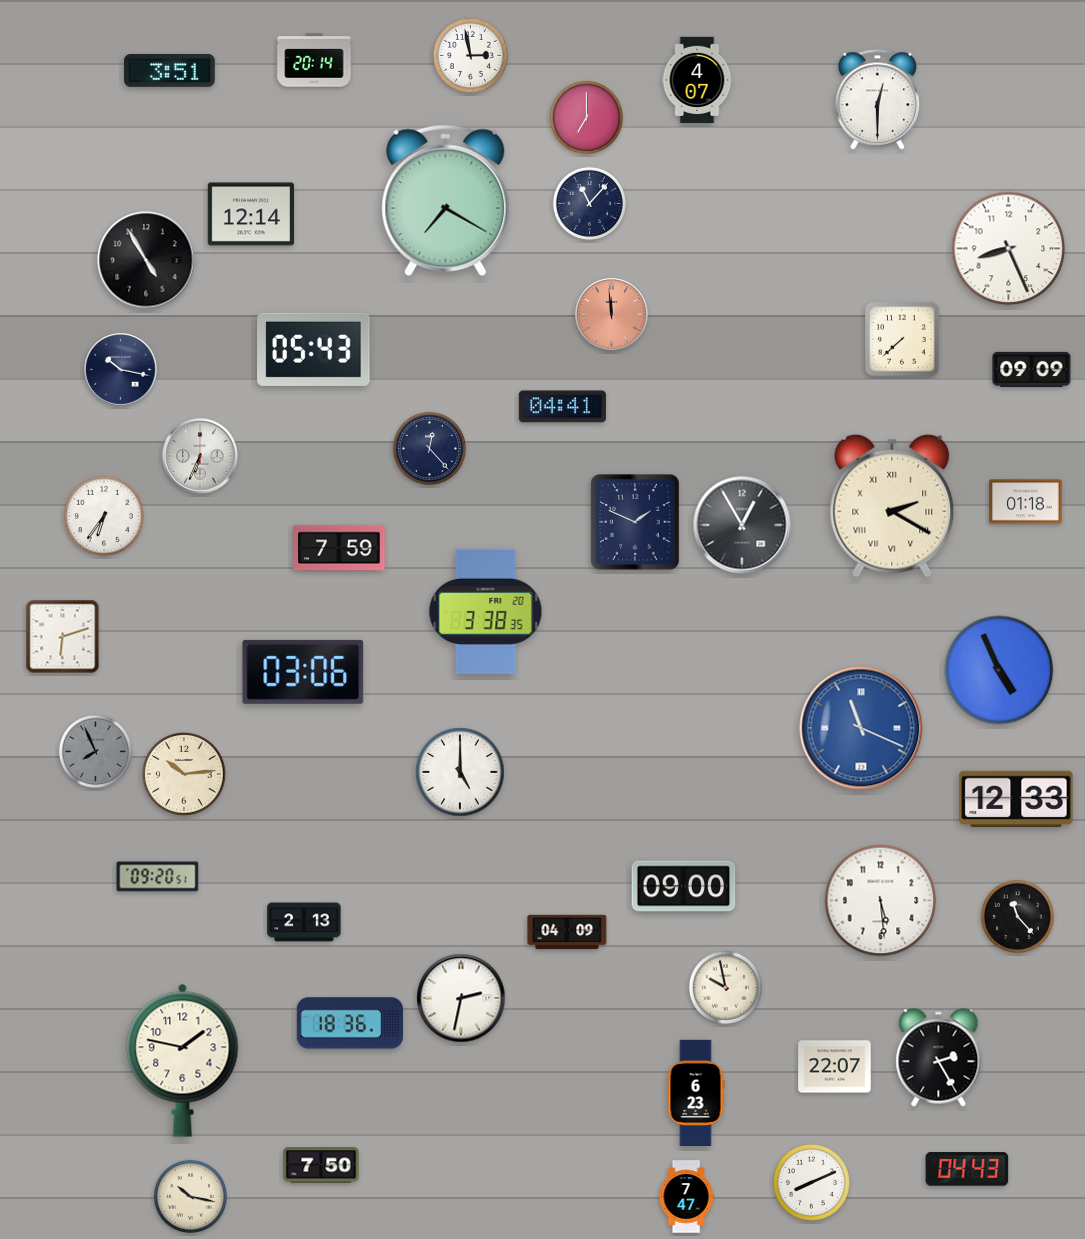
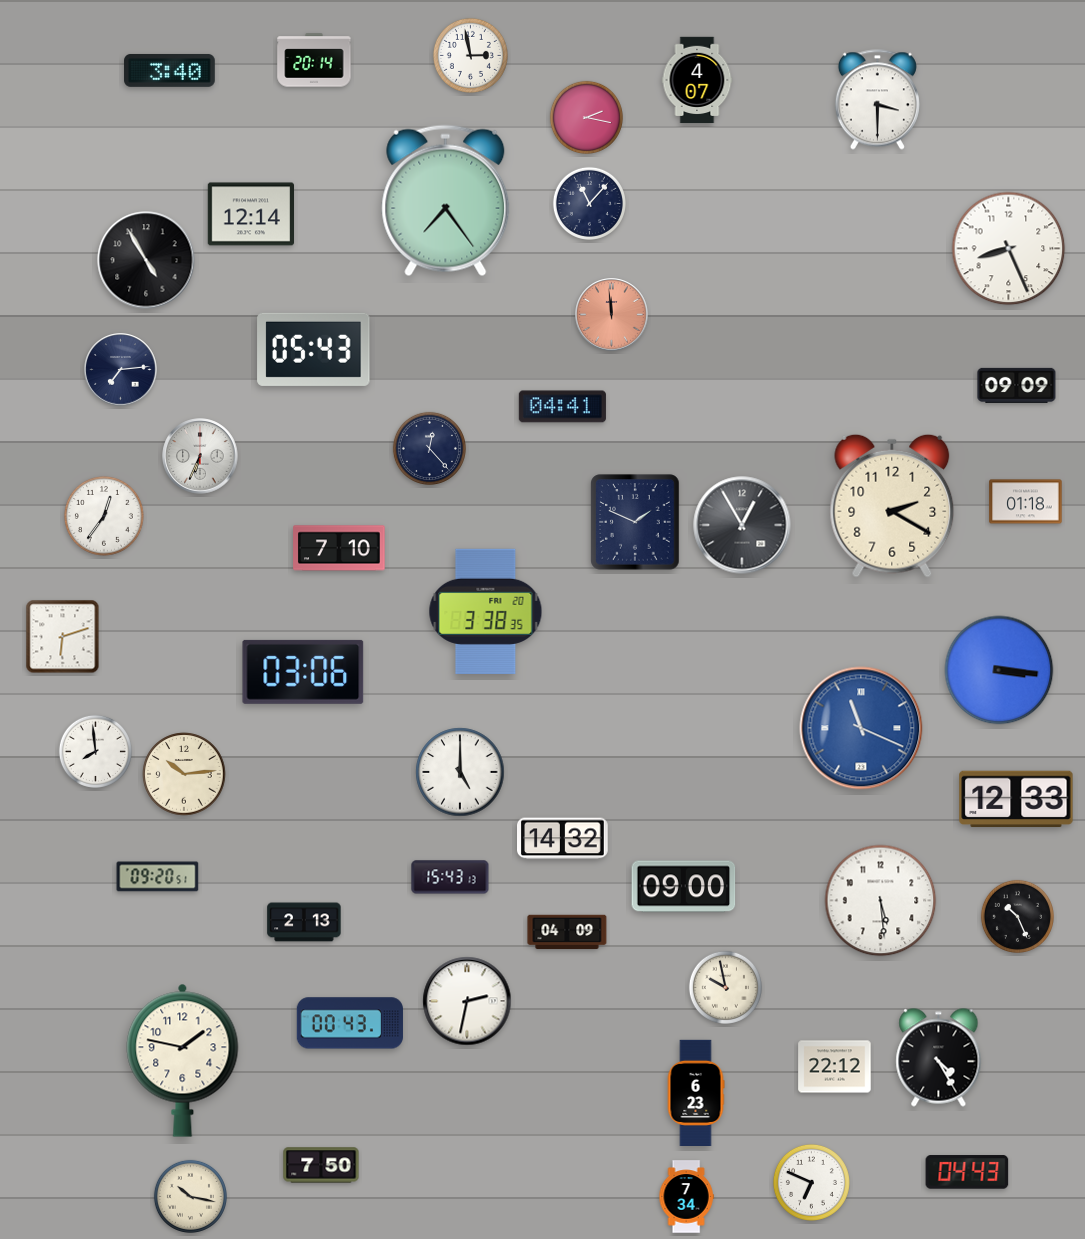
clock at (170, 70): 3:51 -> 3:40
clock at (877, 100): 12:30 -> 3:30
clock at (586, 117): 7:00 -> 2:17
clock at (446, 201): 7:20 -> 7:24
clock at (902, 339): 7:38 -> none
clock at (1032, 369) position: (1032, 369) -> (1017, 385)
clock at (121, 370): 10:17 -> 7:14
clock at (892, 506) numerals: Roman -> Arabic
clock at (104, 516): 6:36 -> 12:36
clock at (339, 548): 7:59 -> 7:10
clock at (999, 670): 4:56 -> 3:16
clock at (95, 751): 7:56 -> 7:59
clock at (95, 751) dial: grey -> white
clock at (563, 839): none -> 14:32
clock at (450, 877): none -> 15:43
clock at (1017, 916): 11:23 -> 10:26
clock at (461, 998) position: (461, 998) -> (467, 1001)
clock at (350, 1023): 18:36 -> 00:43
clock at (939, 1058): 2:25 -> 4:25
clock at (835, 1067): 22:07 -> 22:12
clock at (967, 1169) position: (967, 1169) -> (967, 1172)
clock at (811, 1182): 8:11 -> 6:49
clock at (686, 1197): 7:47 -> 7:34
